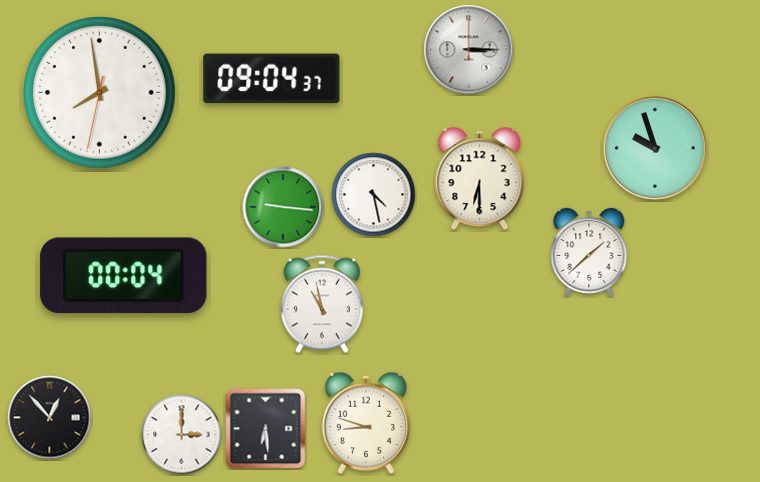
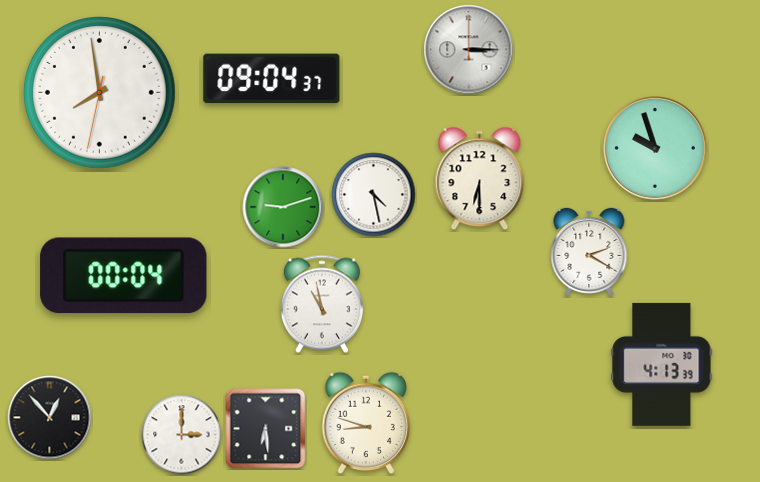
clock at (283, 207): 9:16 -> 9:12
clock at (589, 252): 1:38 -> 2:20
clock at (662, 364): none -> 4:13
